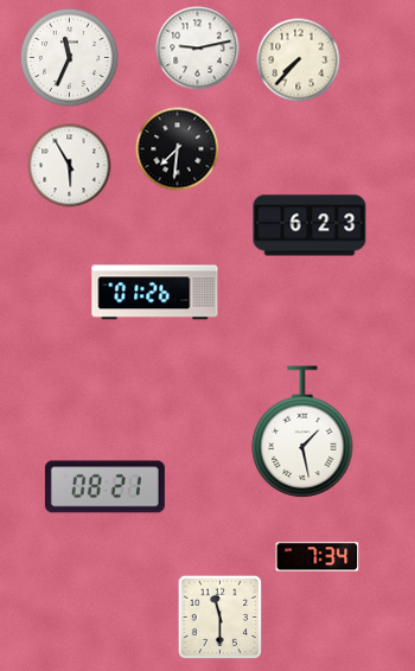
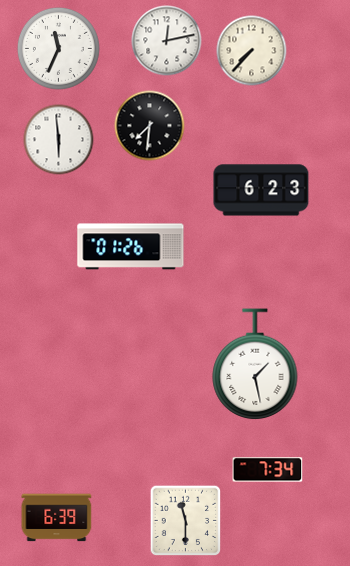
clock at (198, 49): 9:13 -> 12:13
clock at (70, 166): 5:55 -> 5:59
clock at (104, 487): 08:21 -> none
clock at (57, 518): none -> 6:39
